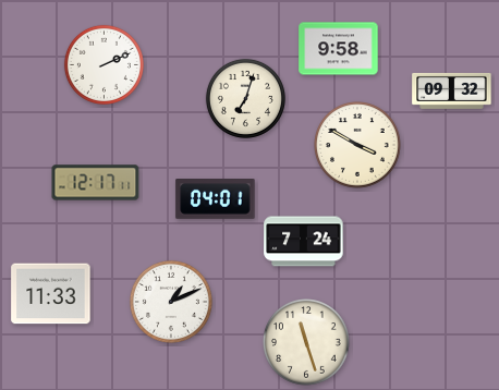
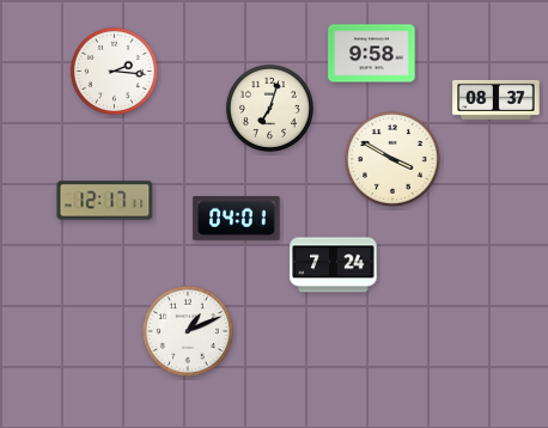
clock at (104, 64): 2:11 -> 2:16
clock at (452, 90): 09:32 -> 08:37
clock at (51, 294): 11:33 -> none
clock at (307, 343): 11:27 -> none
